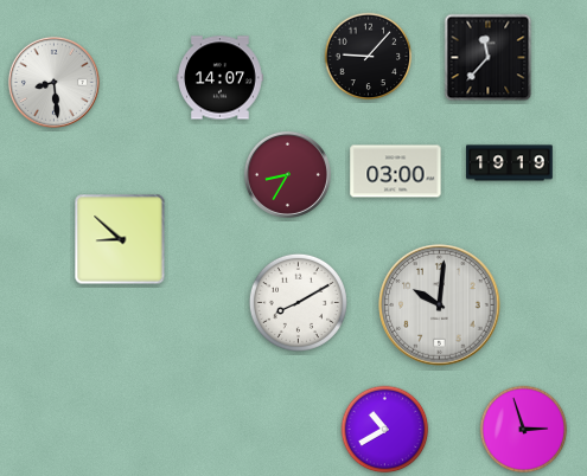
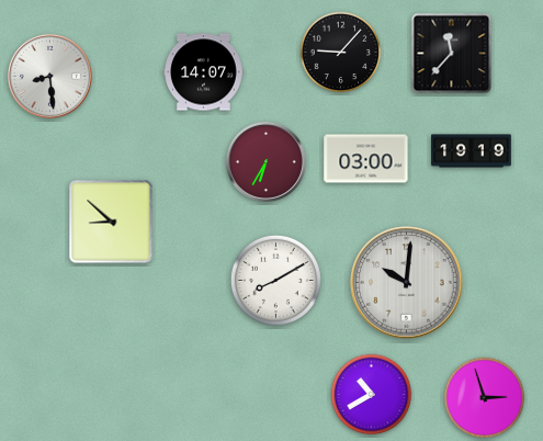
clock at (287, 174): 8:35 -> 6:35
clock at (385, 430) position: (385, 430) -> (372, 395)
